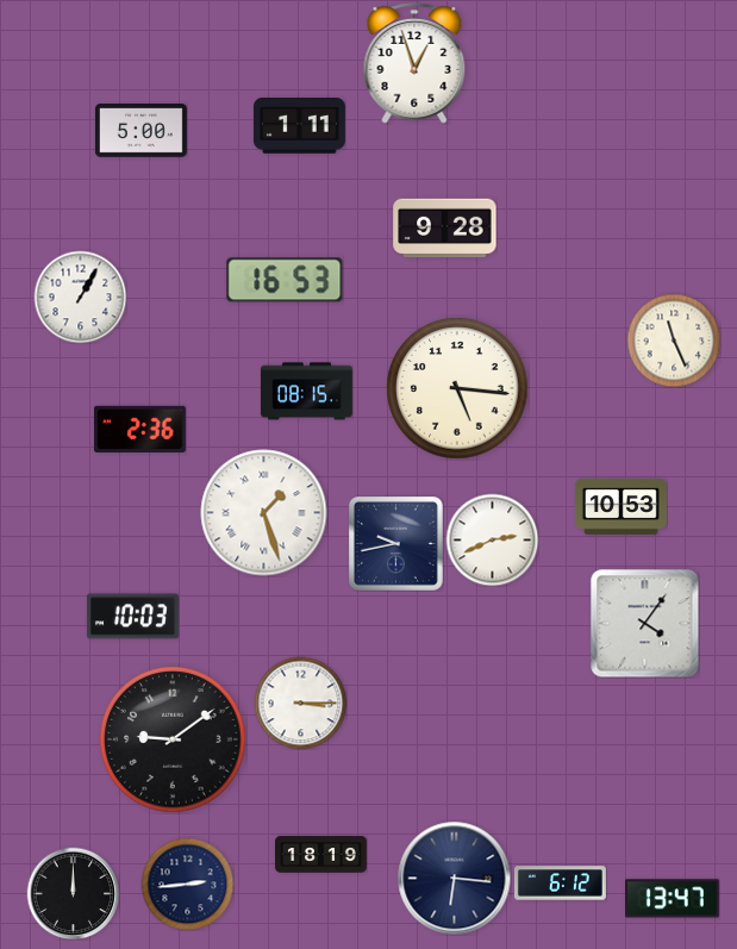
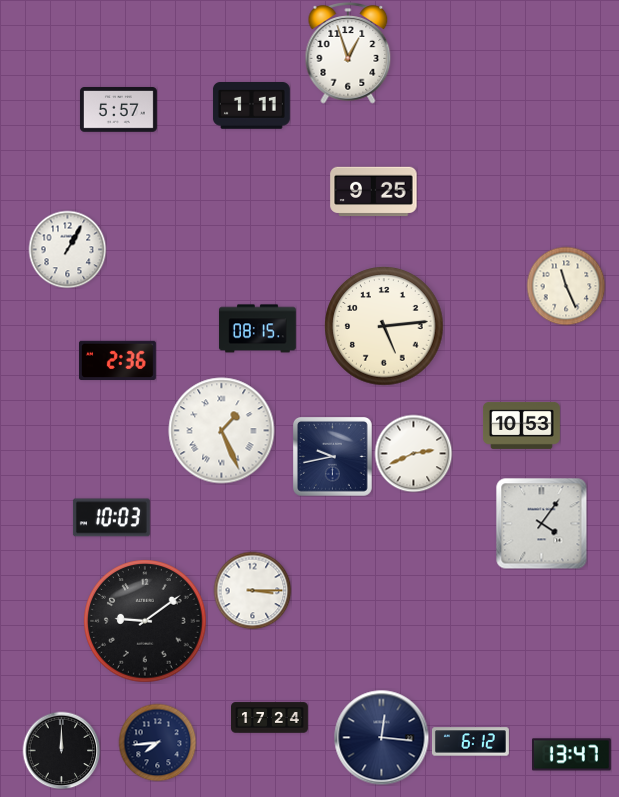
clock at (140, 131): 5:00 -> 5:57
clock at (445, 229): 9:28 -> 9:25
clock at (285, 280): 16:53 -> none
clock at (457, 388): 5:16 -> 5:14
clock at (264, 513): 1:27 -> 1:26
clock at (321, 855): 18:19 -> 17:24
clock at (454, 878): 6:16 -> 12:16
clock at (187, 884): 2:44 -> 7:44
clock at (673, 899) position: (673, 899) -> (572, 755)
